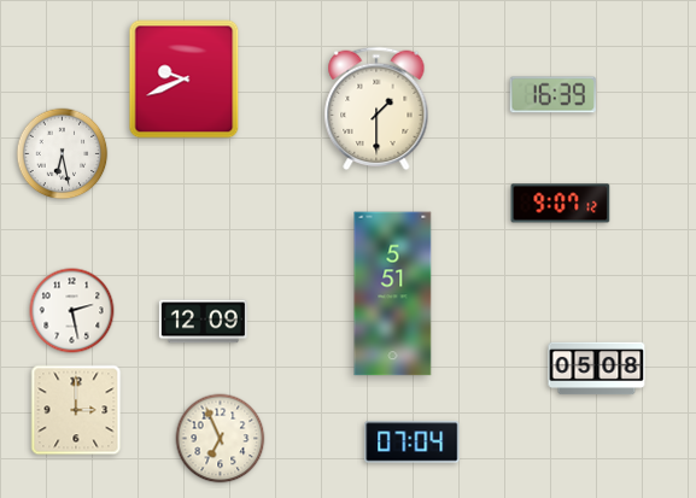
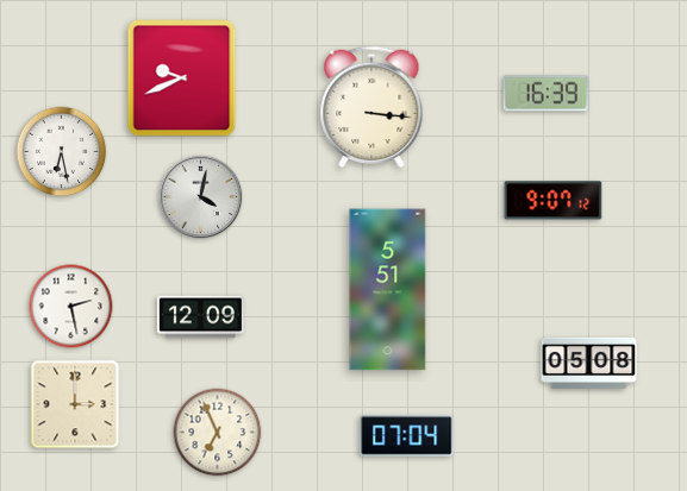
clock at (376, 109): 1:30 -> 3:16
clock at (201, 197): none -> 4:02
